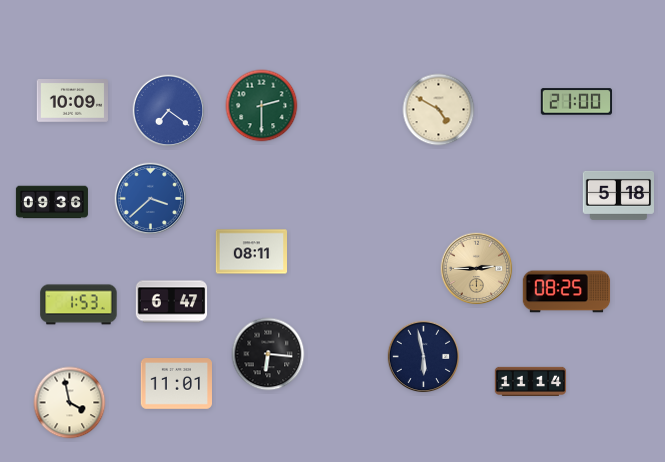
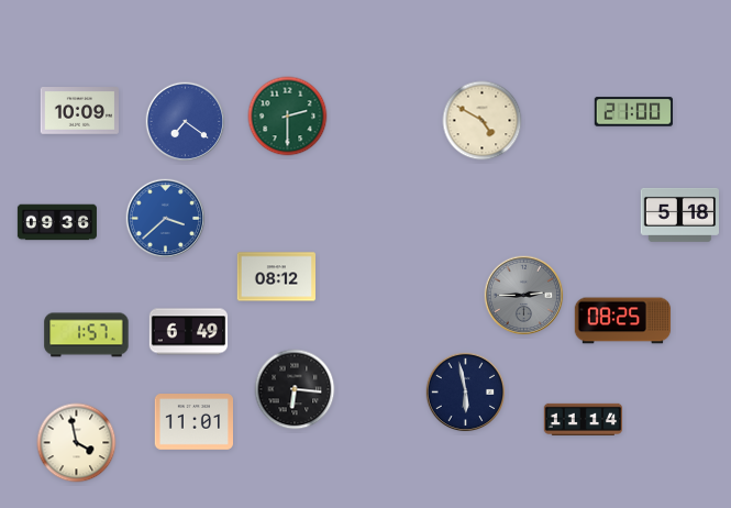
clock at (252, 252): 08:11 -> 08:12
clock at (477, 269) dial: champagne -> grey
clock at (172, 302): 6:47 -> 6:49
clock at (79, 305): 1:53 -> 1:57
